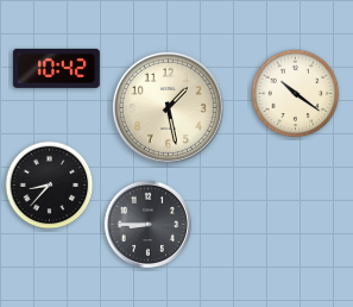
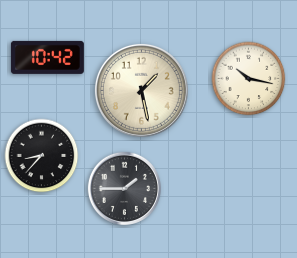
clock at (296, 94): 10:21 -> 10:17
clock at (147, 224): 8:45 -> 1:45
